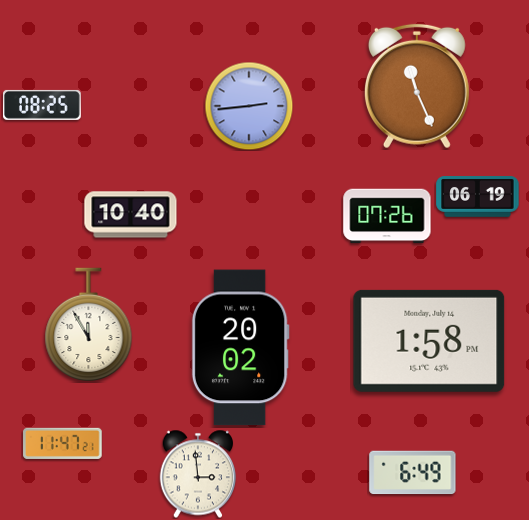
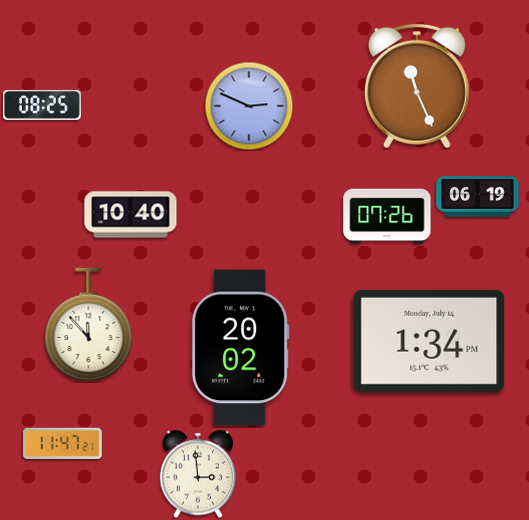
clock at (249, 106): 2:44 -> 2:49
clock at (89, 325): 11:55 -> 11:53
clock at (429, 341): 1:58 -> 1:34
clock at (413, 473): 6:49 -> none
